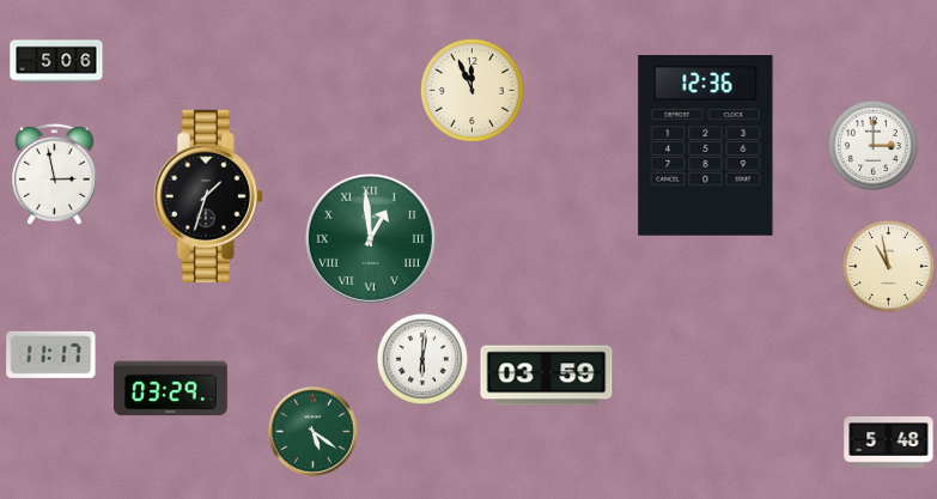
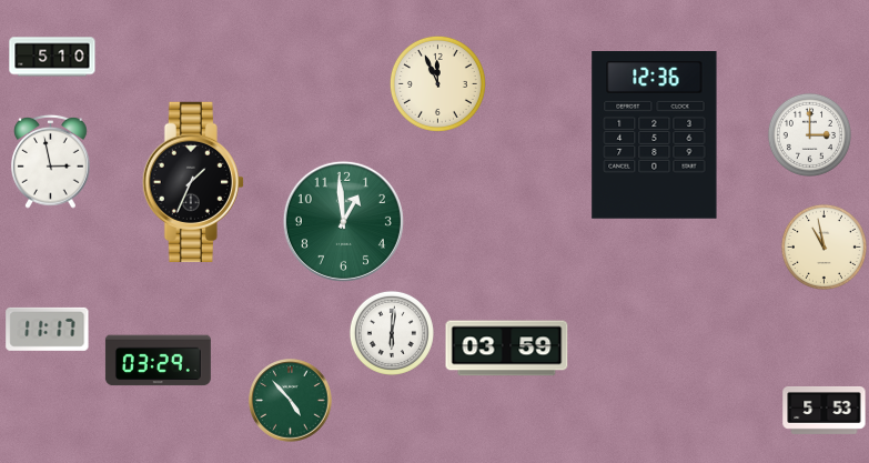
clock at (56, 61): 5:06 -> 5:10
clock at (208, 196): 1:33 -> 1:34
clock at (370, 238) numerals: Roman -> Arabic
clock at (314, 432): 5:21 -> 4:53
clock at (889, 442): 5:48 -> 5:53
